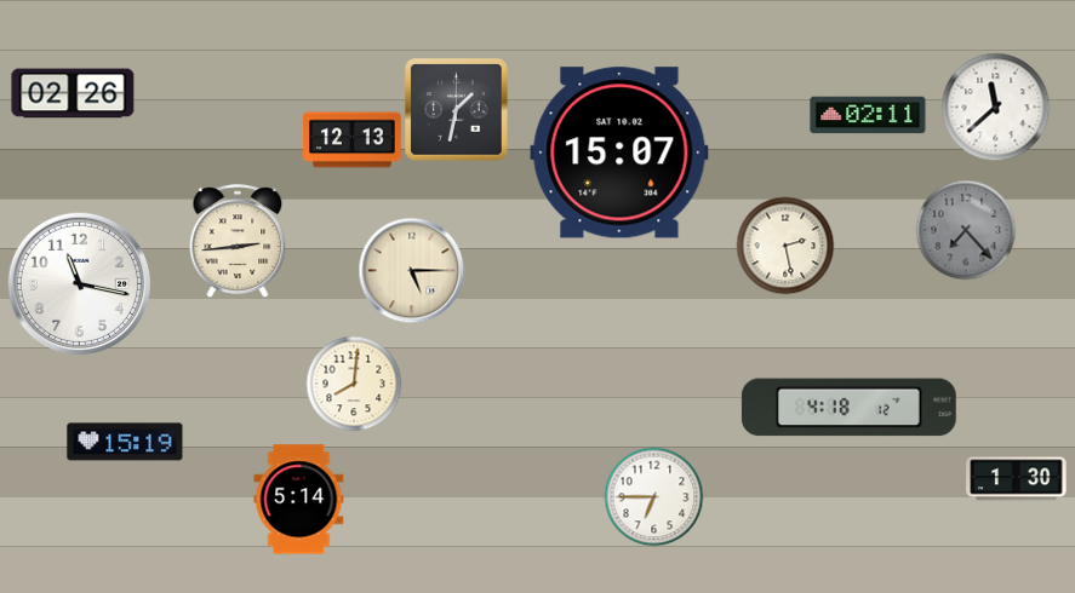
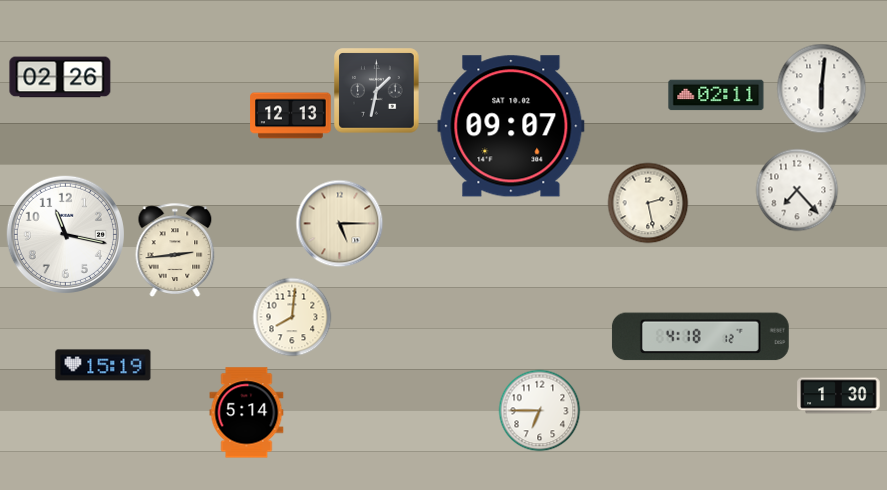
clock at (995, 106): 11:38 -> 6:01
clock at (619, 152): 15:07 -> 09:07
clock at (966, 230) dial: grey -> white
clock at (238, 241) position: (238, 241) -> (175, 250)
